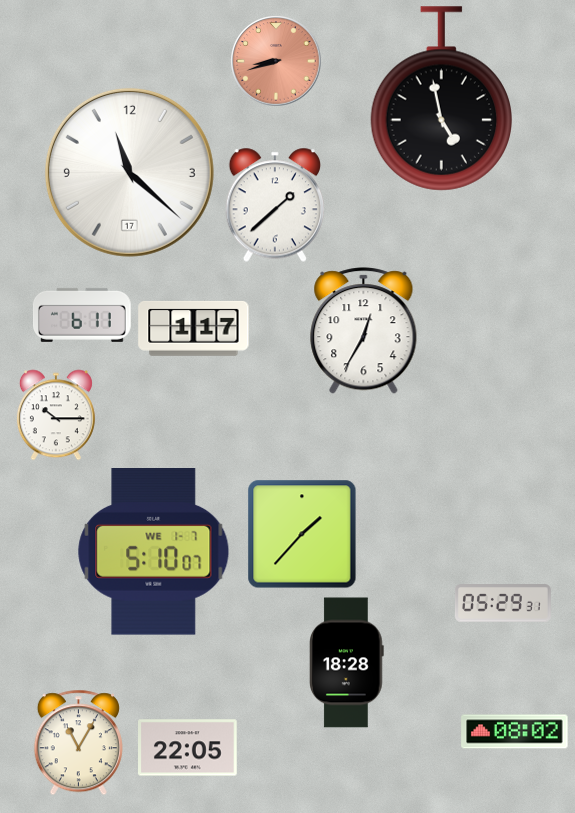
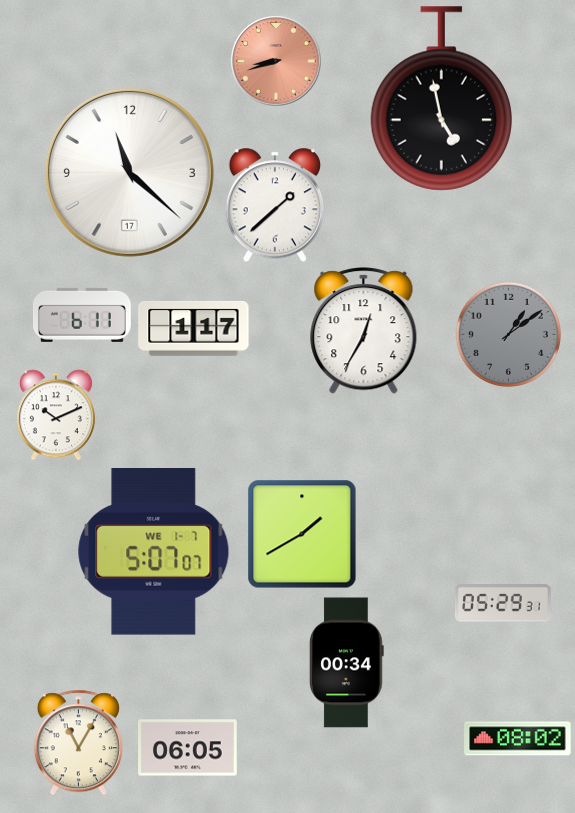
clock at (508, 334): none -> 1:09
clock at (56, 415): 10:15 -> 10:11
clock at (302, 534): 1:37 -> 1:40
clock at (154, 552): 5:10 -> 5:07
clock at (347, 663): 18:28 -> 00:34
clock at (515, 732) position: (515, 732) -> (518, 739)
clock at (188, 748): 22:05 -> 06:05
